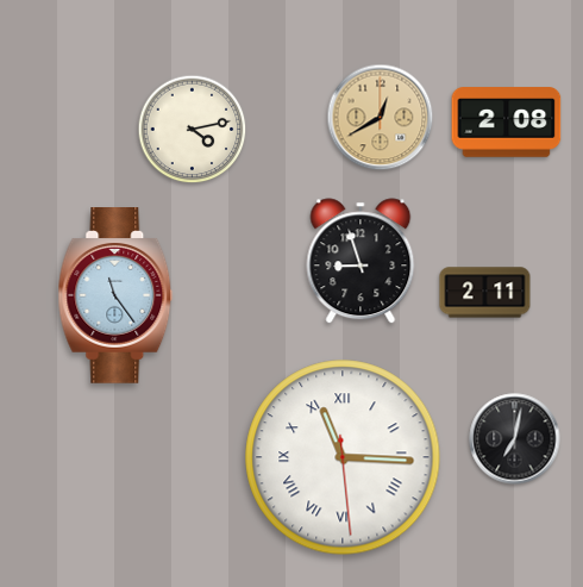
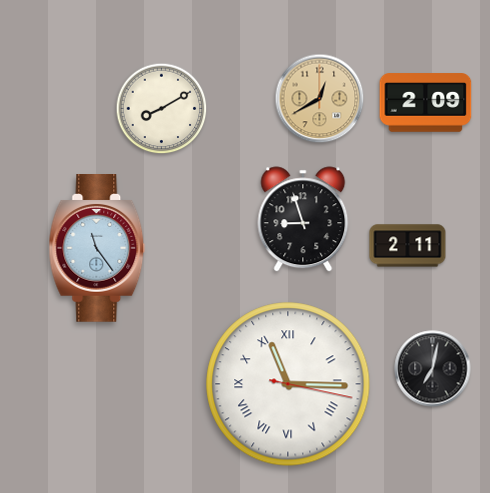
clock at (507, 123): 2:08 -> 2:09
clock at (193, 130): 4:13 -> 8:10
clock at (343, 457): 11:15:29 -> 11:15:17
